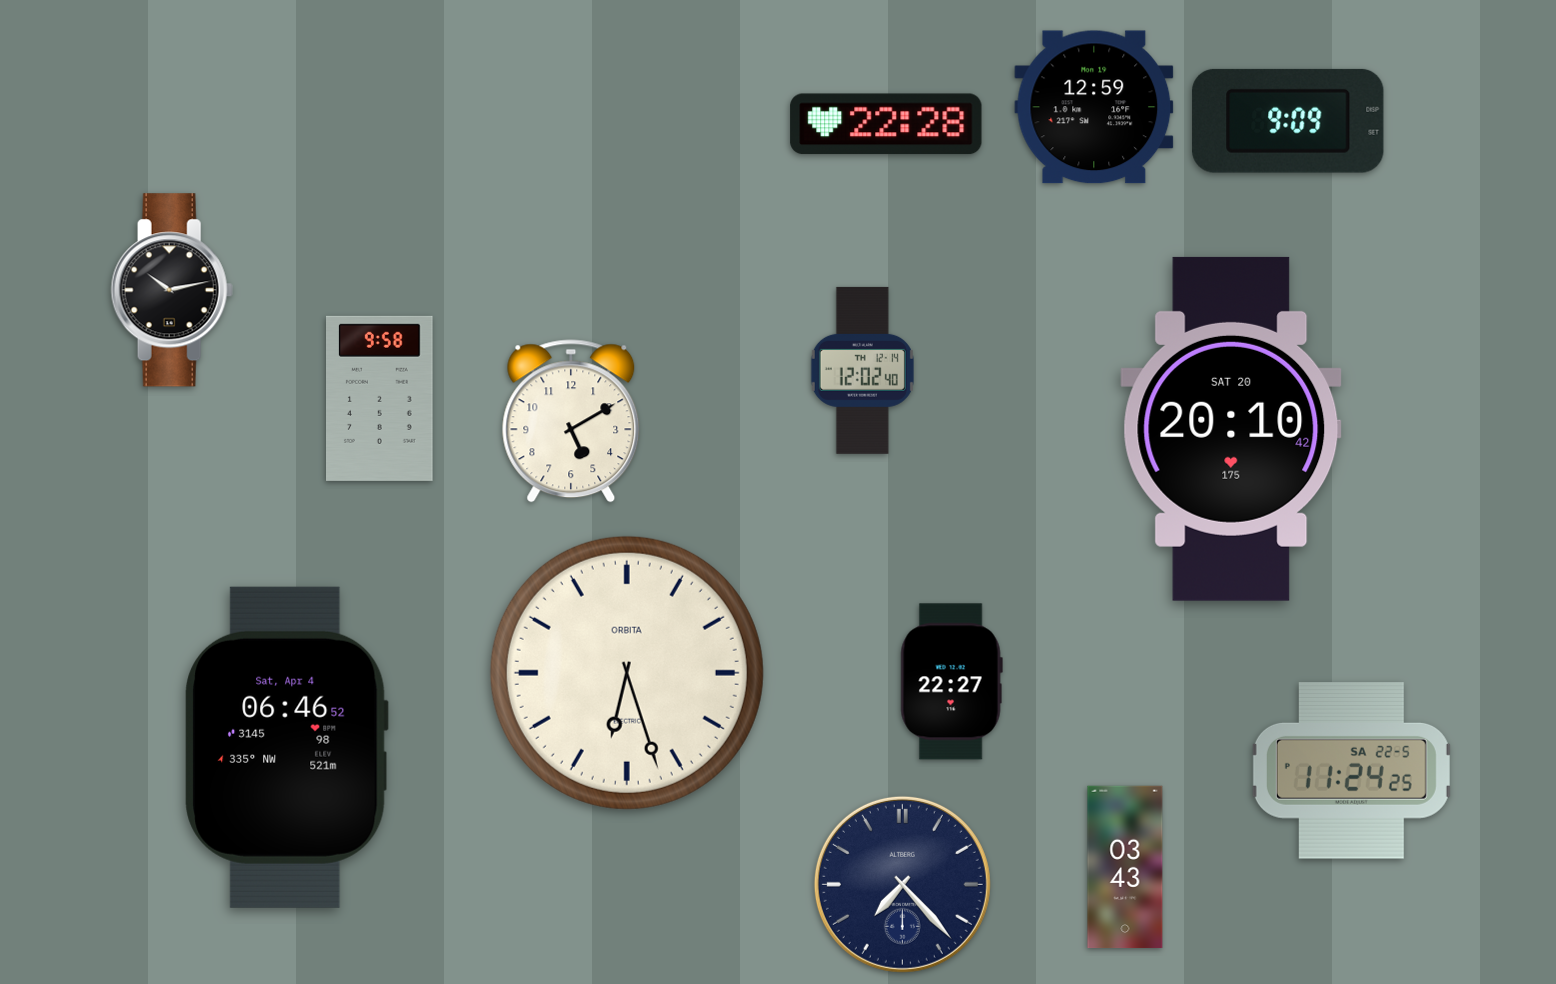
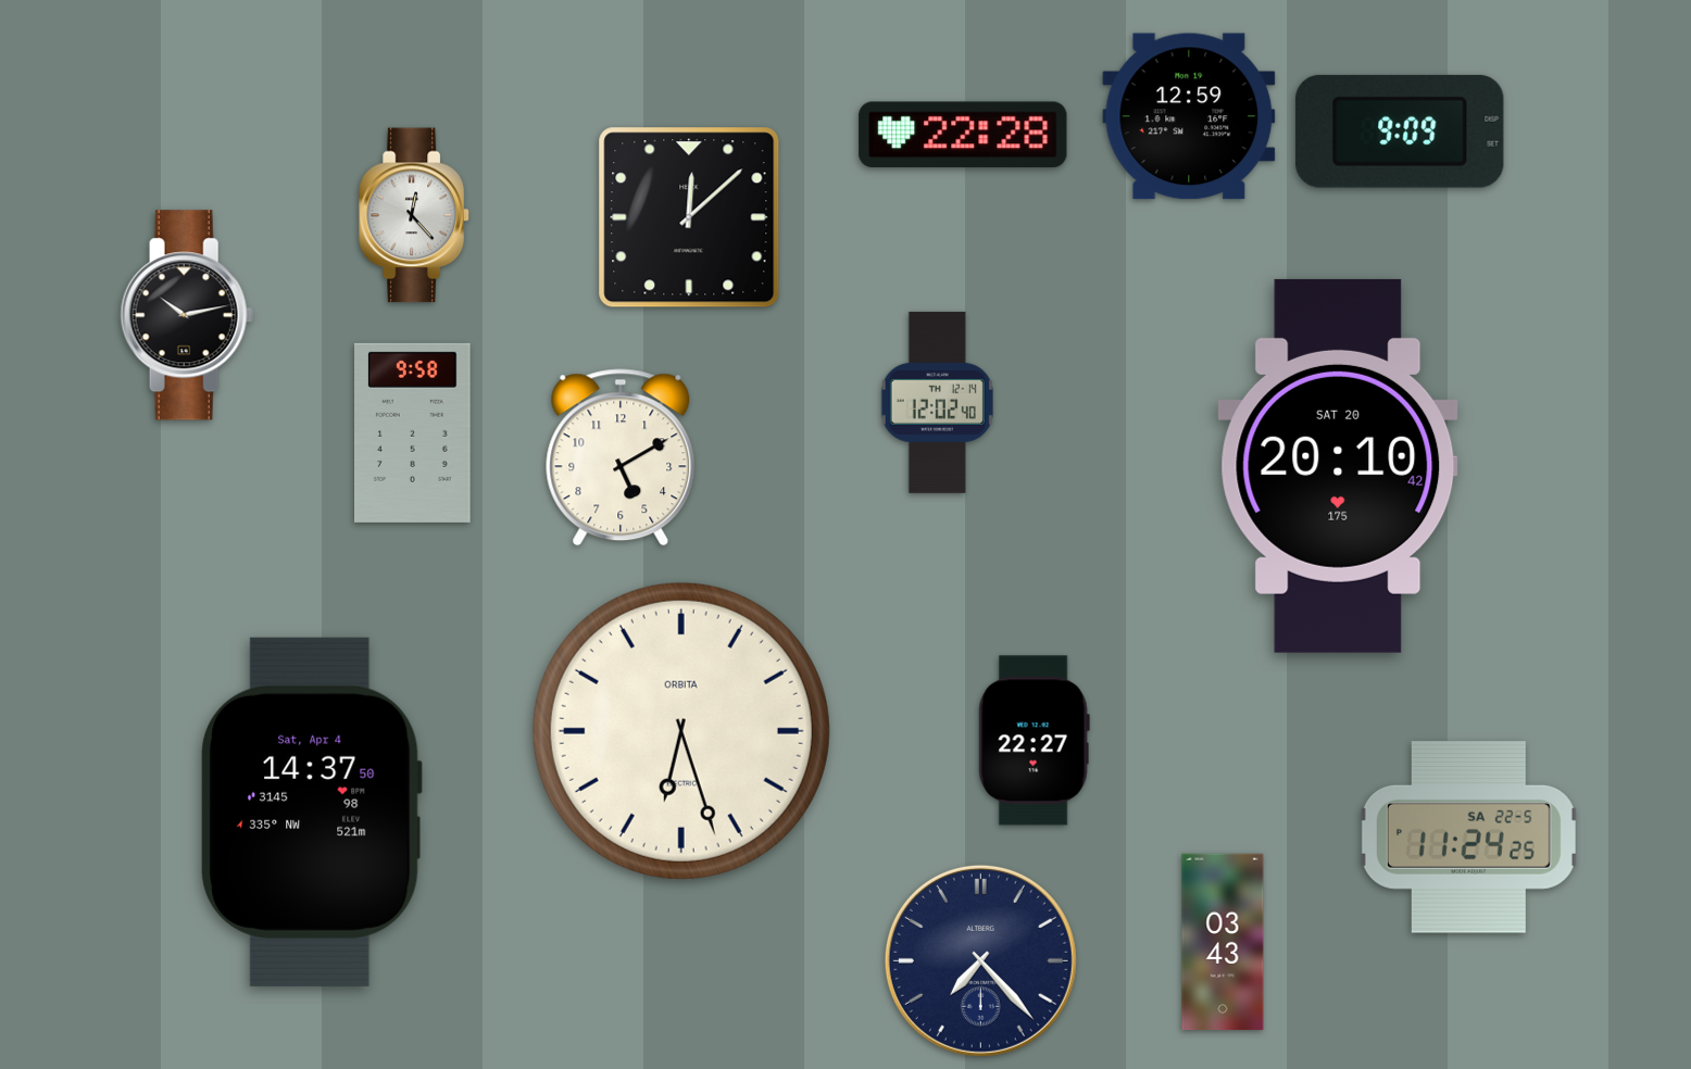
clock at (414, 215): none -> 12:23
clock at (689, 217): none -> 12:08
clock at (286, 747): 06:46 -> 14:37
